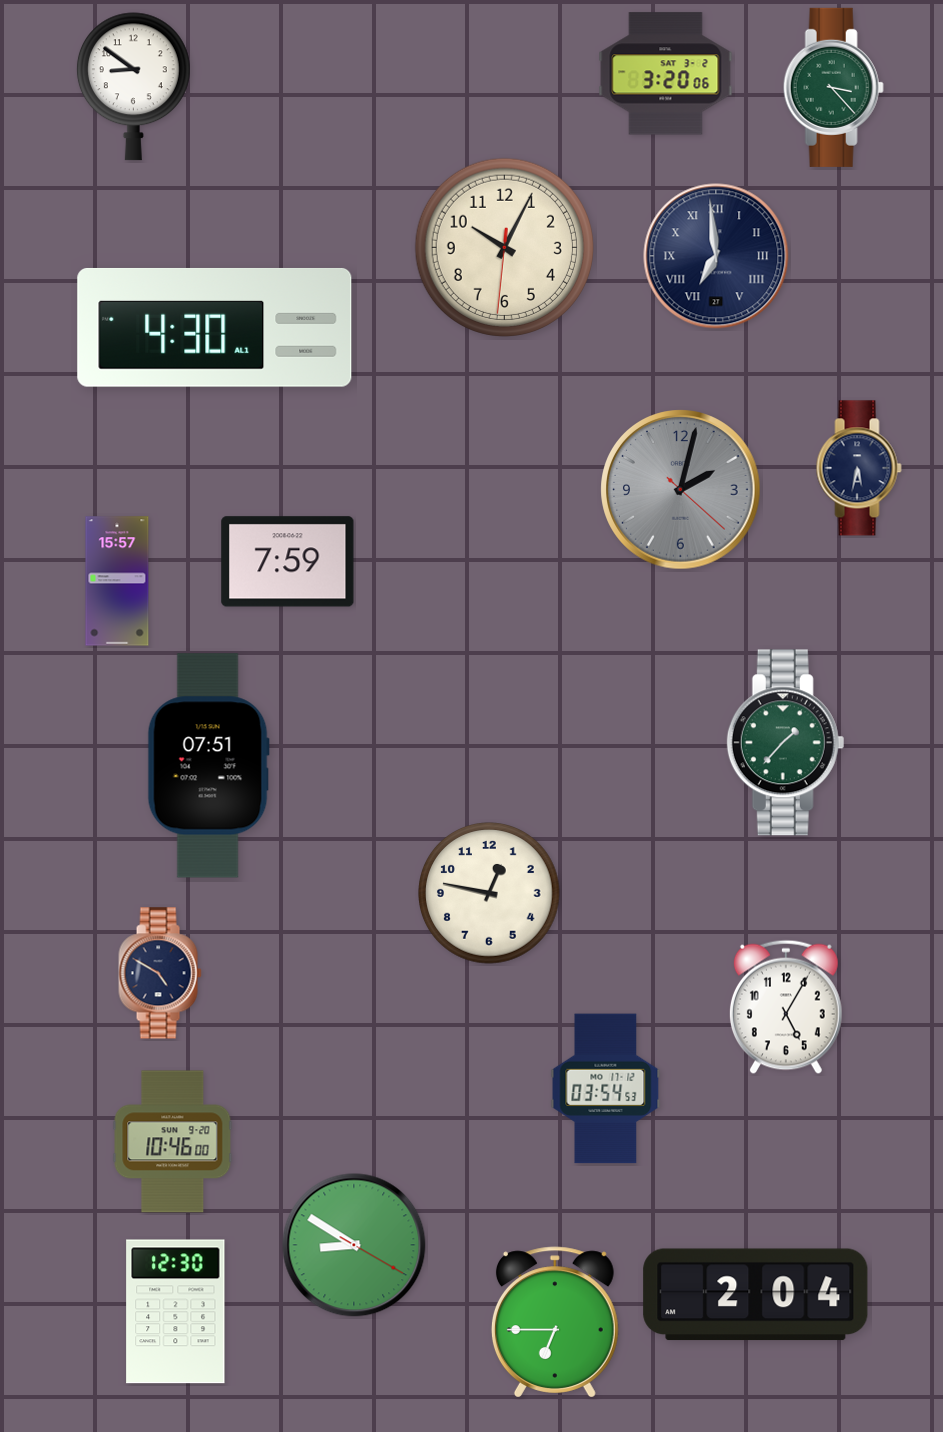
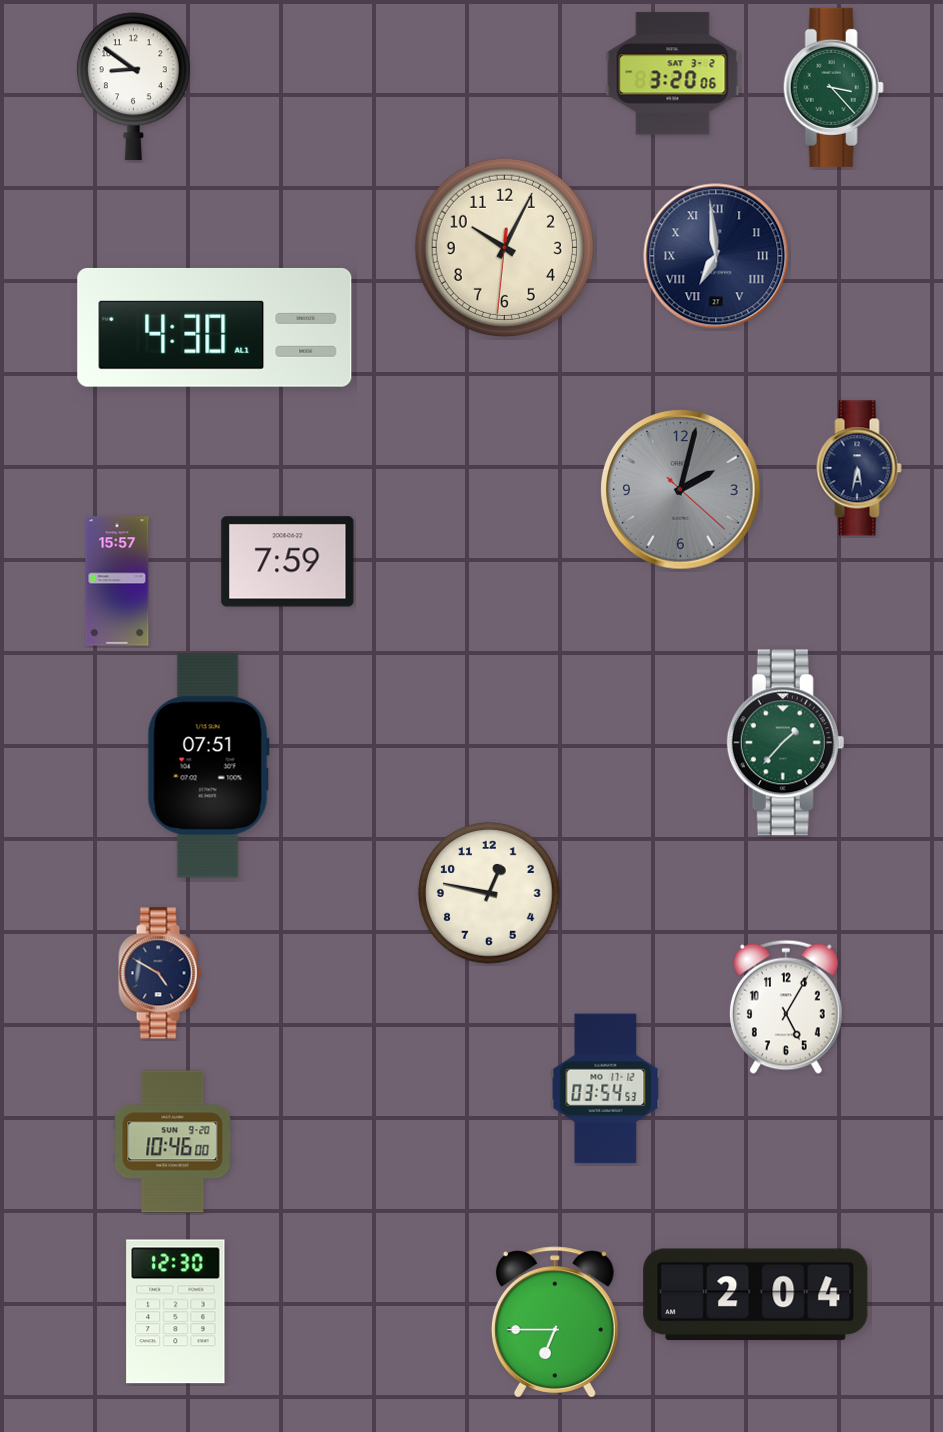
clock at (666, 74) position: (666, 74) -> (673, 74)
clock at (354, 1245): 8:50 -> none
